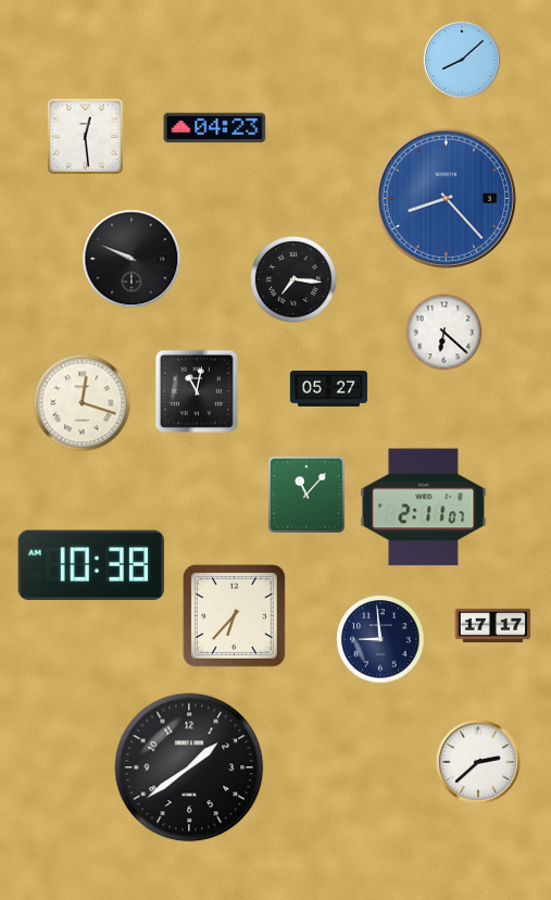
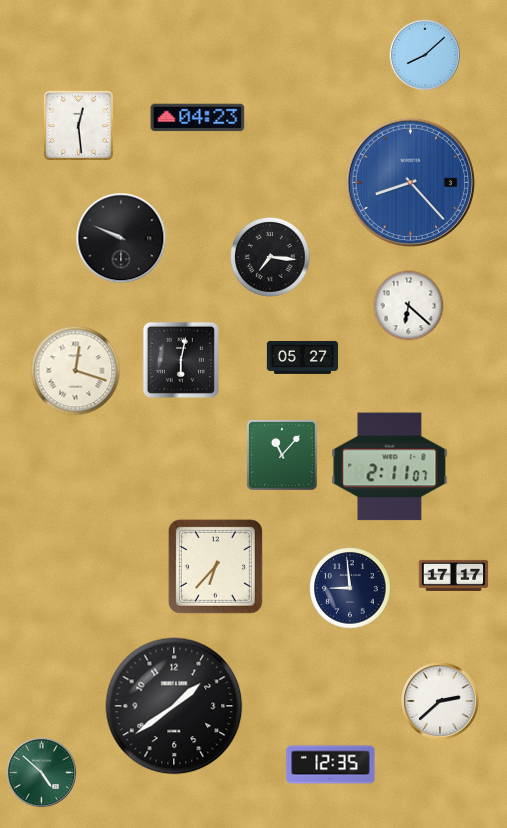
clock at (197, 391): 11:02 -> 6:02
clock at (90, 564): 10:38 -> none
clock at (331, 765): none -> 12:35
clock at (42, 773): none -> 4:52
